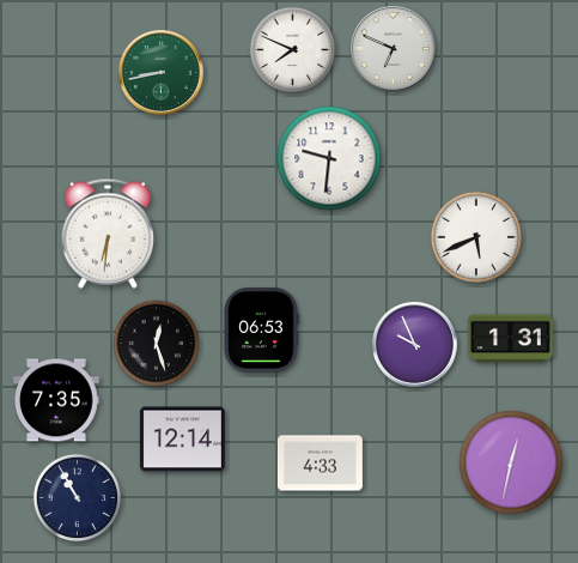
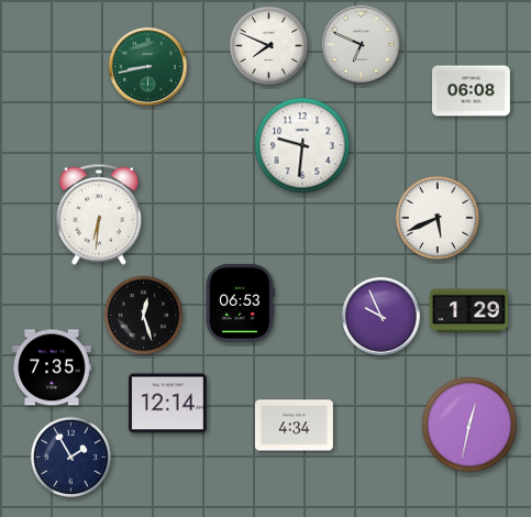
clock at (471, 91): none -> 06:08
clock at (510, 339): 1:31 -> 1:29
clock at (320, 464): 4:33 -> 4:34
clock at (78, 498): 10:55 -> 1:55
